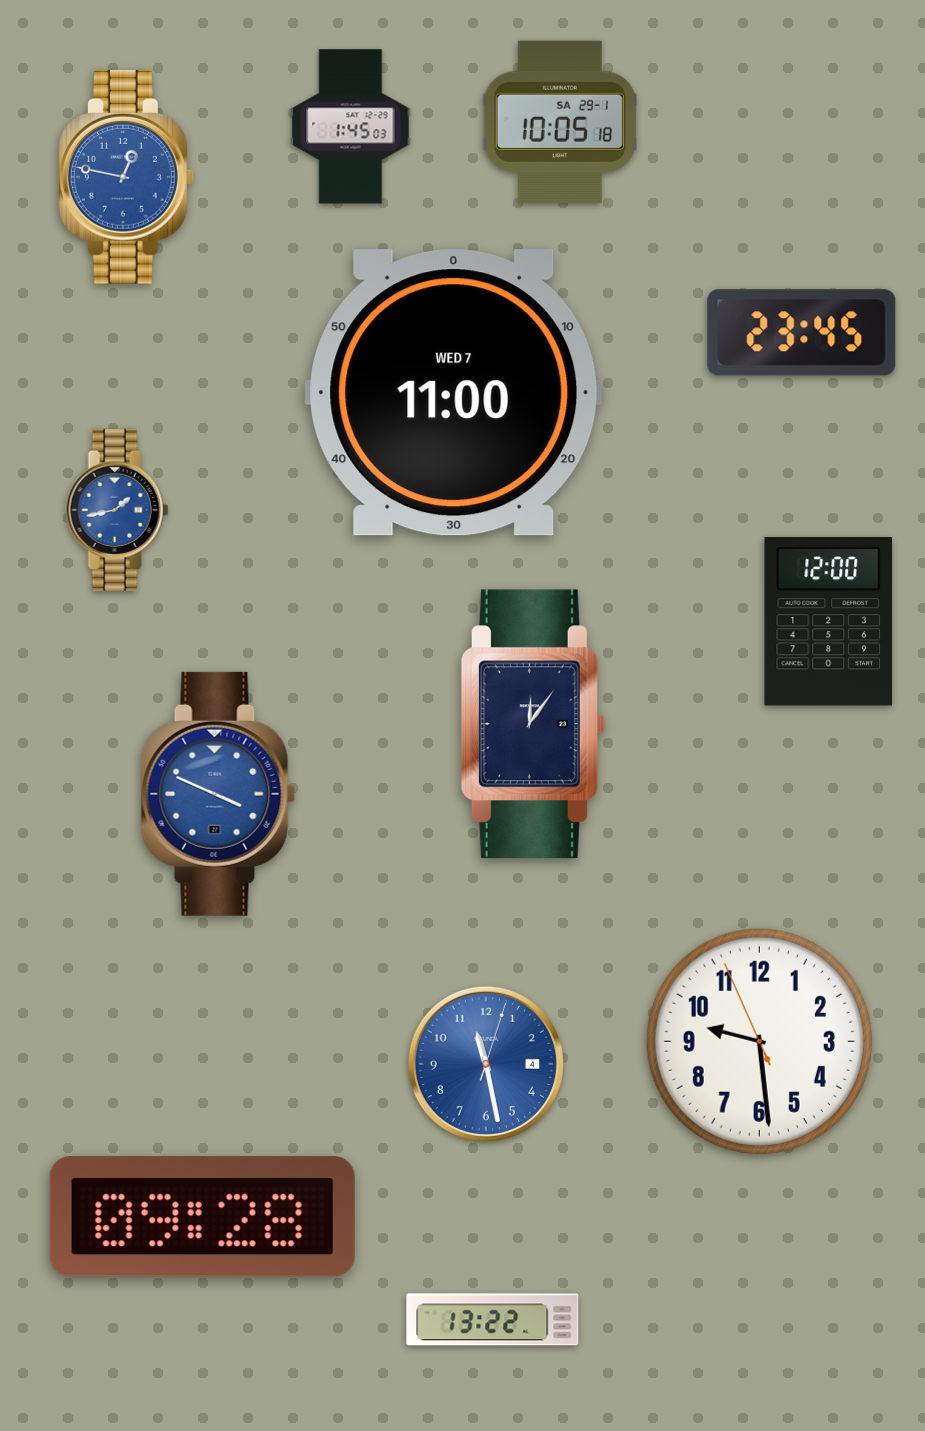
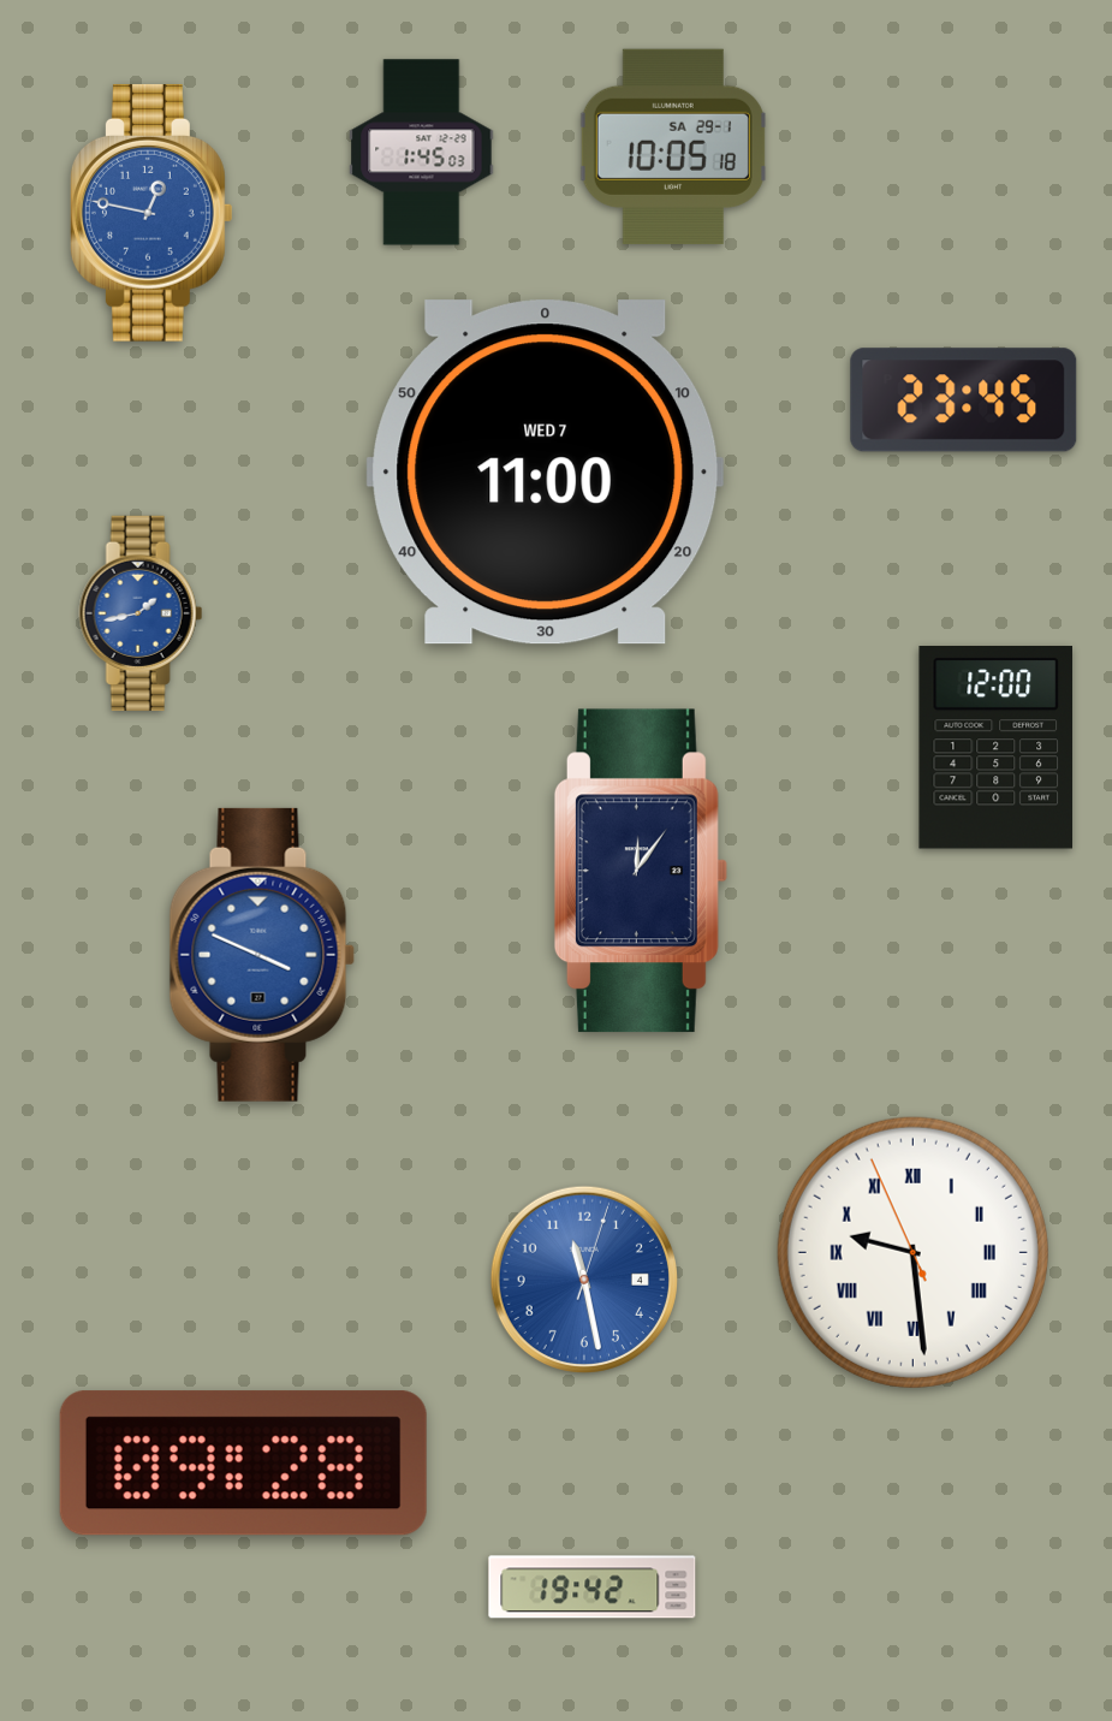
clock at (759, 1041) numerals: Arabic -> Roman
clock at (493, 1320): 13:22 -> 19:42
